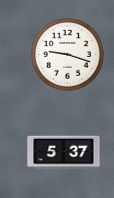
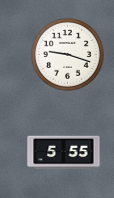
clock at (64, 153): 5:37 -> 5:55
